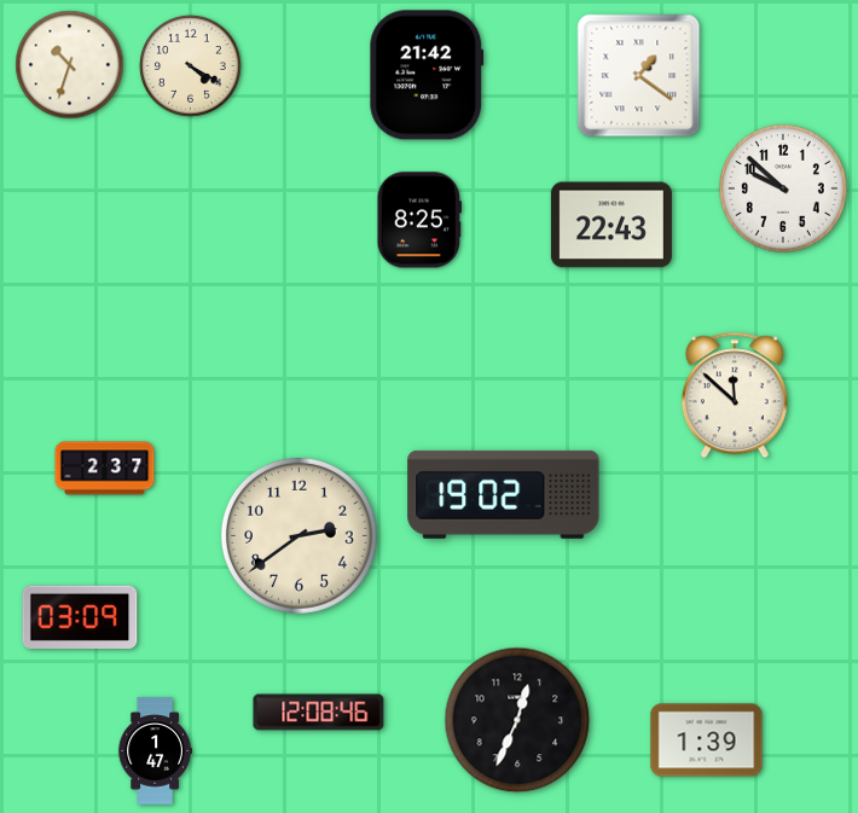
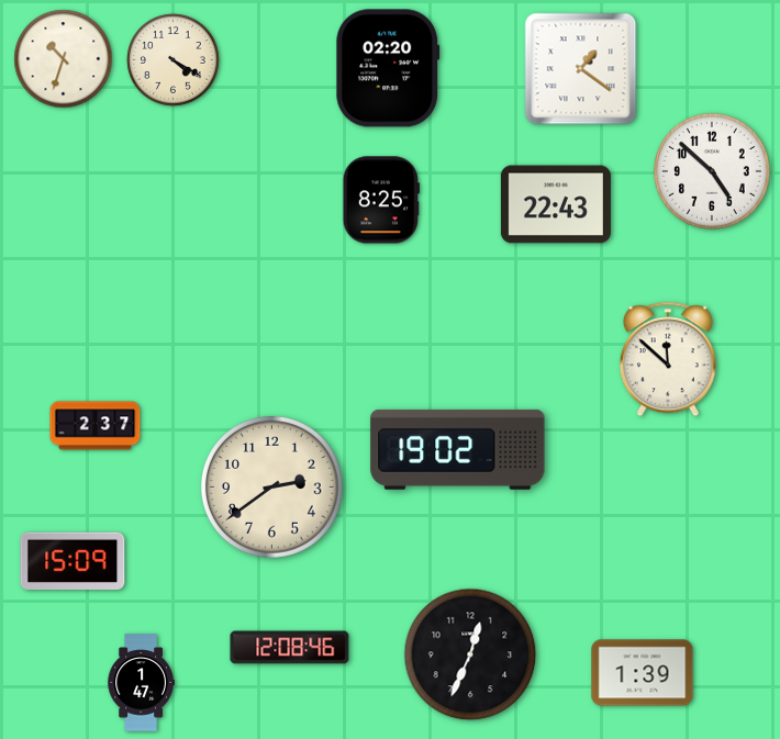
clock at (427, 75): 21:42 -> 02:20
clock at (783, 188): 9:52 -> 4:52
clock at (80, 617): 03:09 -> 15:09
